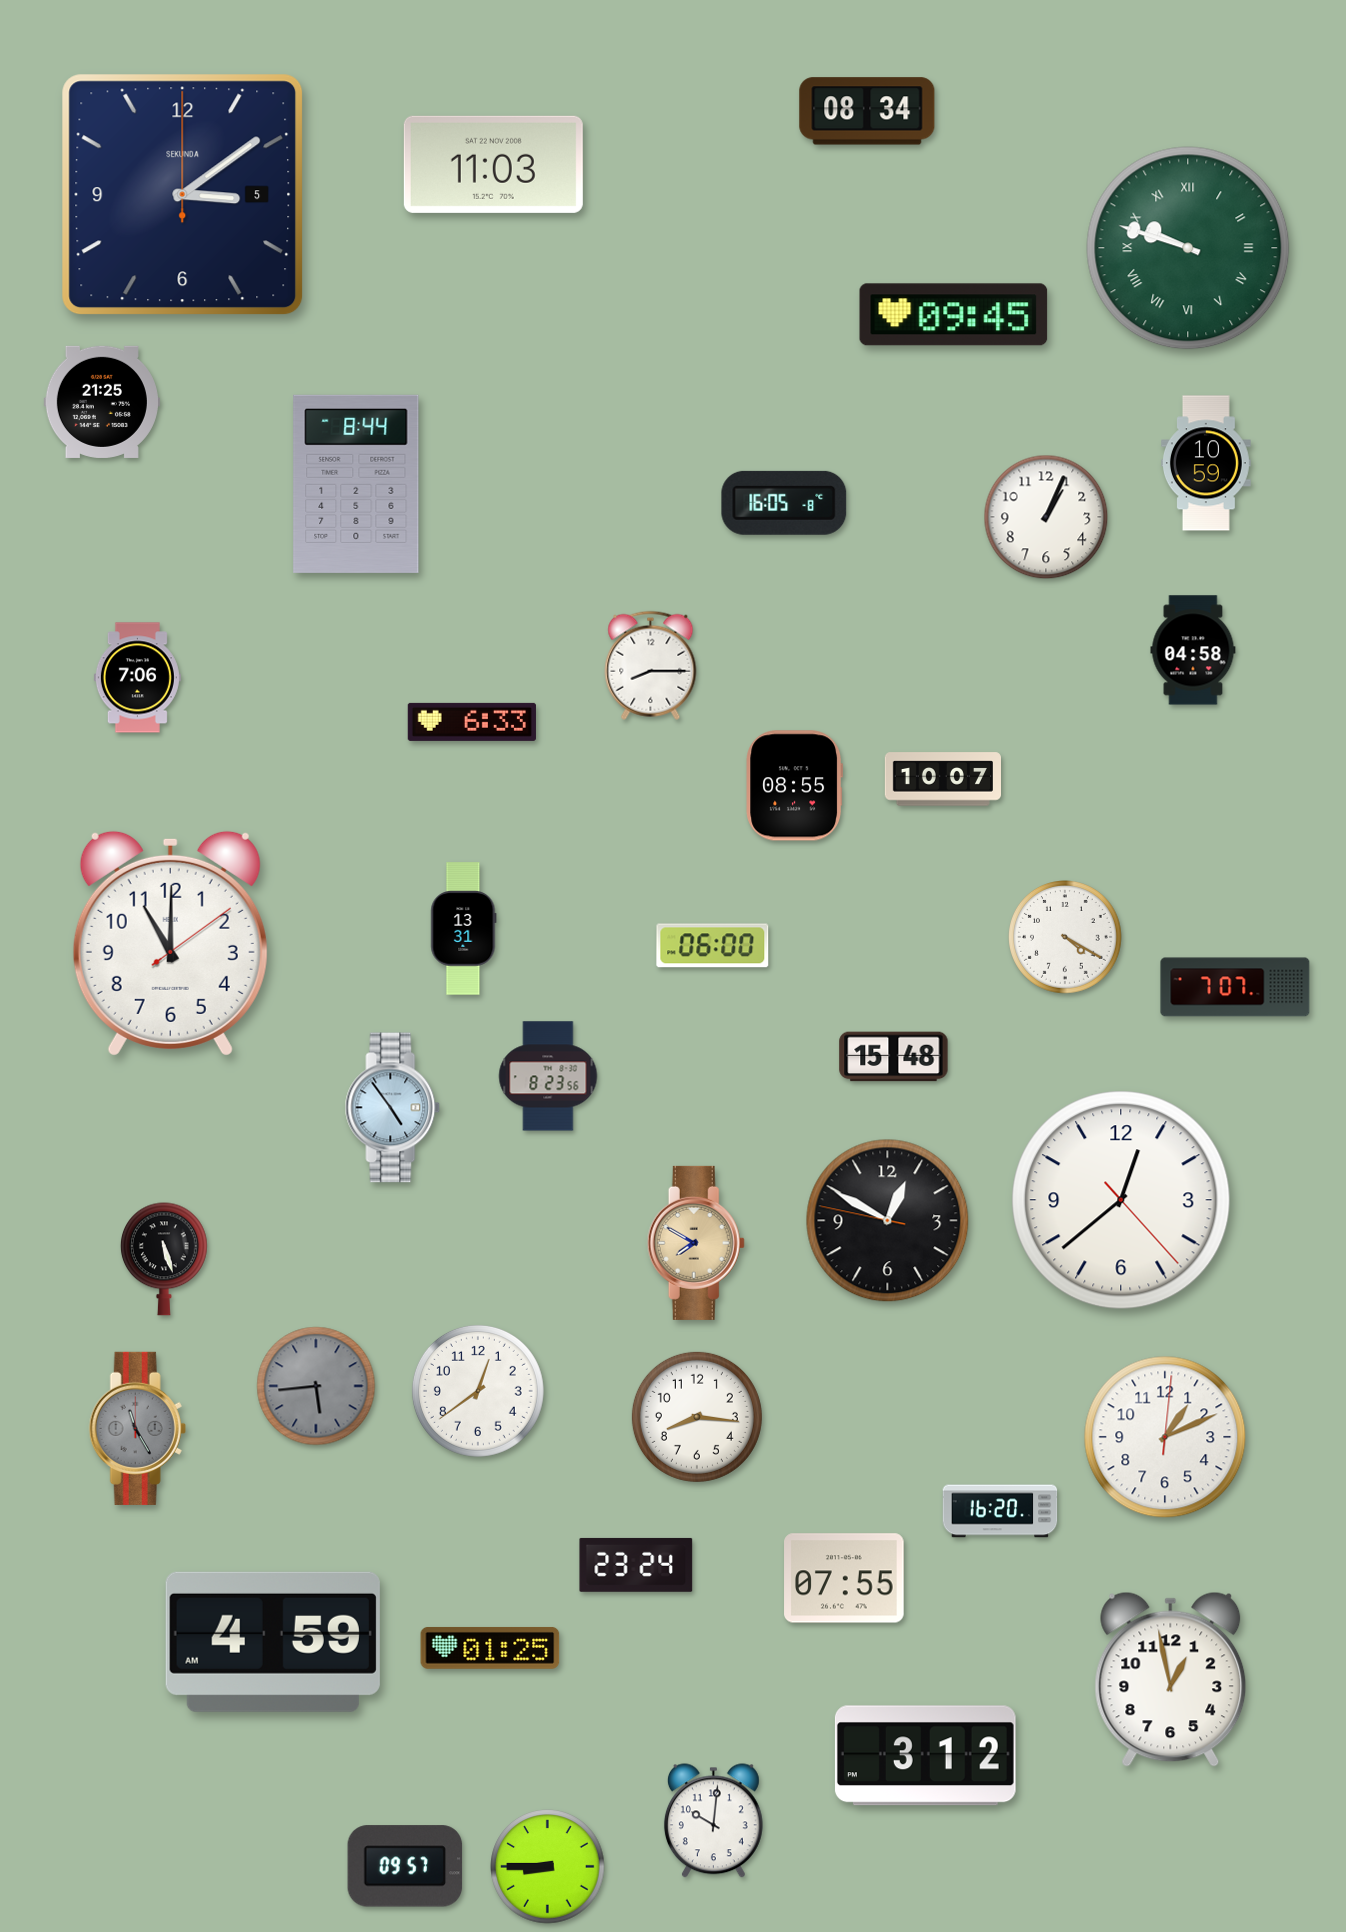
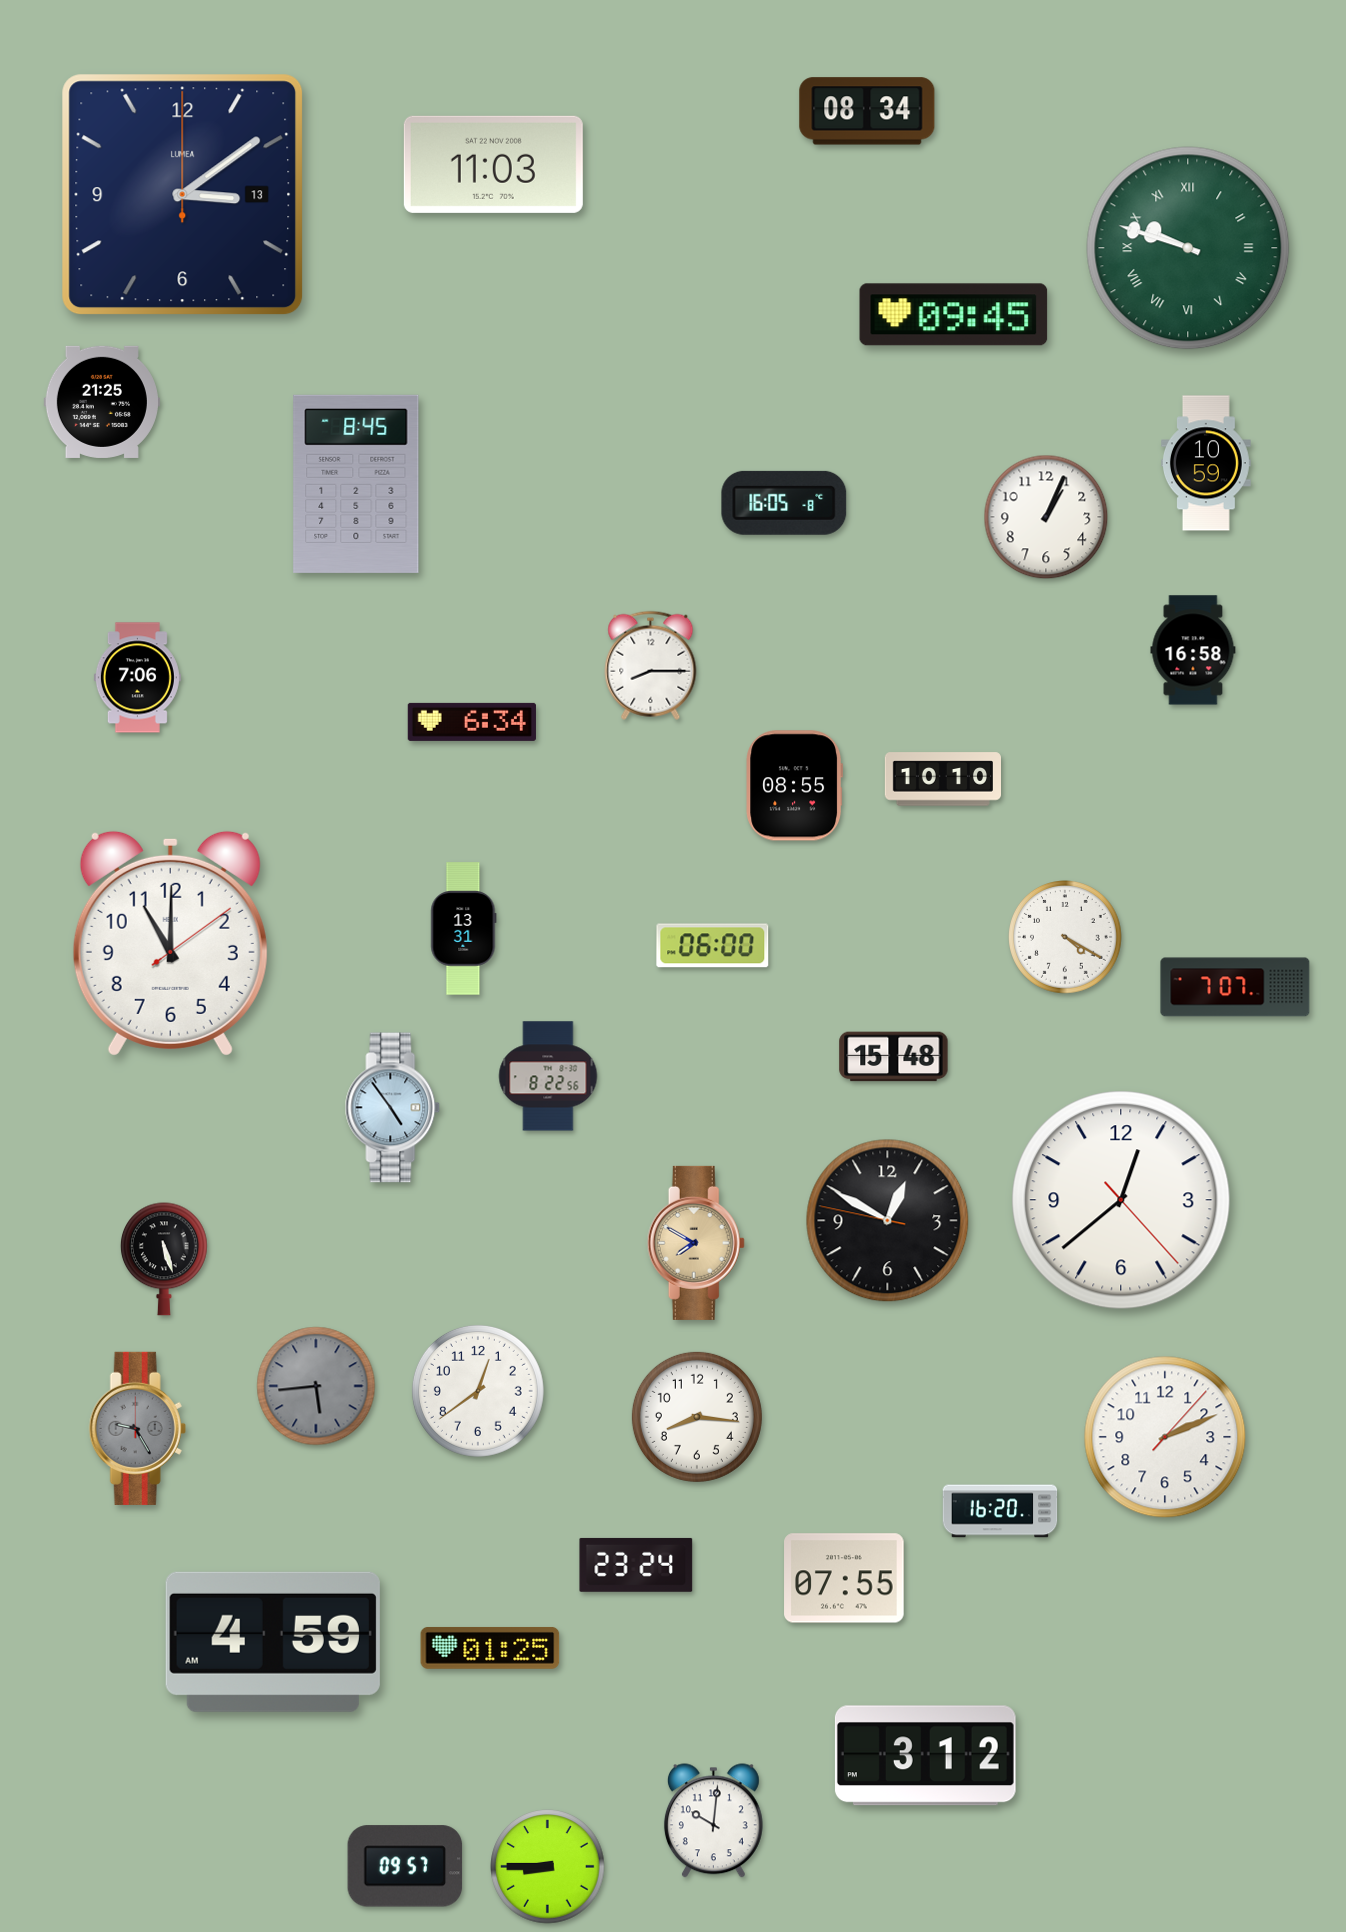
clock at (183, 195) date: 5 -> 13
clock at (183, 195) brand: SEKUNDA -> LUMEA
clock at (356, 484): 8:44 -> 8:45
clock at (1193, 650): 04:58 -> 16:58
clock at (472, 722): 6:33 -> 6:34
clock at (942, 779): 10:07 -> 10:10
clock at (548, 1076): 8:23 -> 8:22
clock at (137, 1428): 11:25 -> 9:25
clock at (1165, 1437): 1:11 -> 2:11
clock at (1171, 1679): 12:58 -> none
